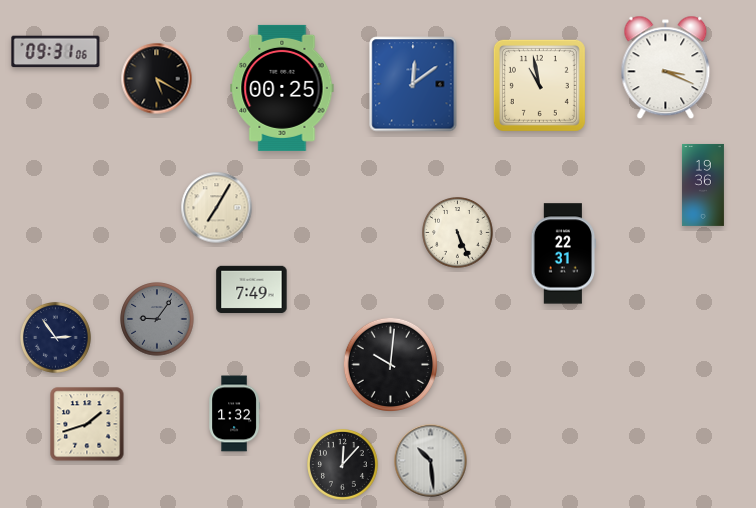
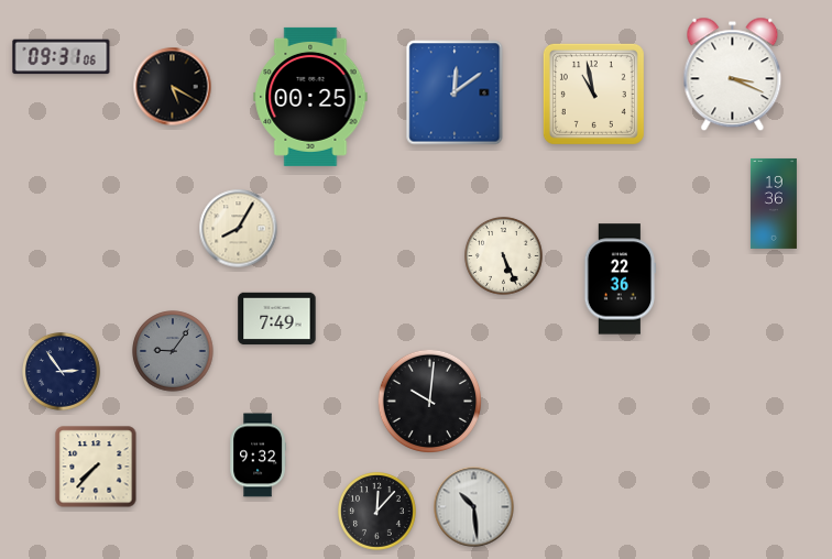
clock at (217, 208): 7:05 -> 8:05
clock at (564, 254): 22:31 -> 22:36
clock at (234, 414): 1:32 -> 9:32
clock at (87, 424): 1:42 -> 7:37
